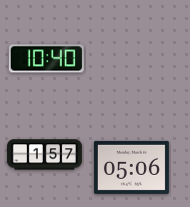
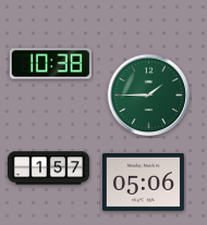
clock at (46, 59): 10:40 -> 10:38
clock at (149, 96): none -> 1:45
